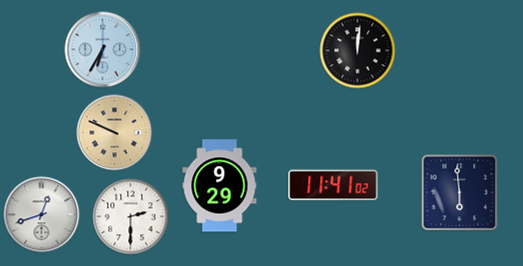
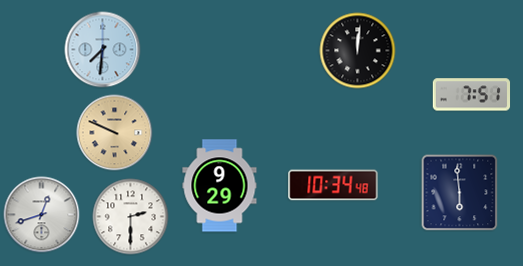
clock at (103, 50): 6:35 -> 7:31
clock at (472, 95): none -> 7:51
clock at (333, 185): 11:41 -> 10:34
